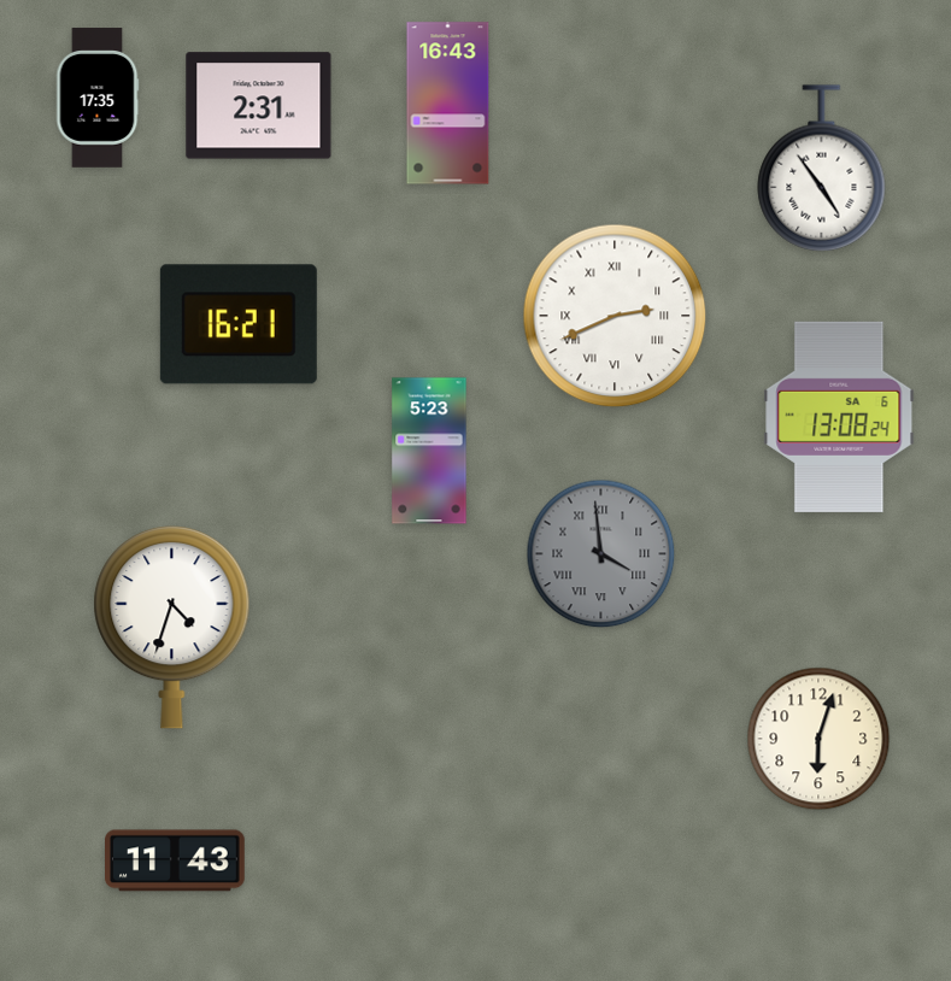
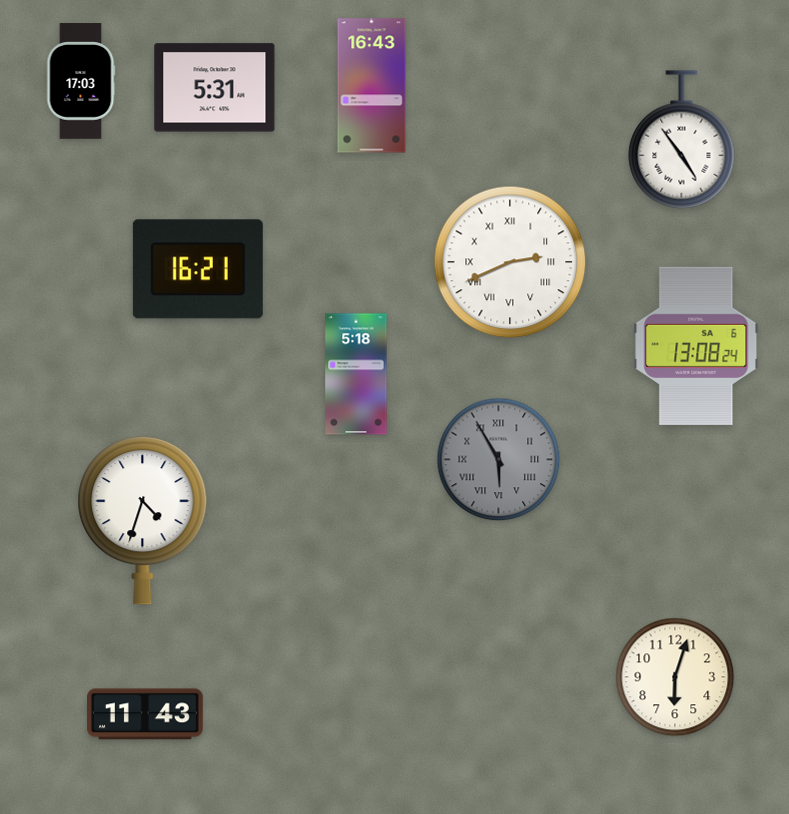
clock at (98, 98): 17:35 -> 17:03
clock at (259, 106): 2:31 -> 5:31
clock at (429, 451): 5:23 -> 5:18
clock at (601, 554): 3:59 -> 5:55
clock at (818, 739) position: (818, 739) -> (675, 677)
